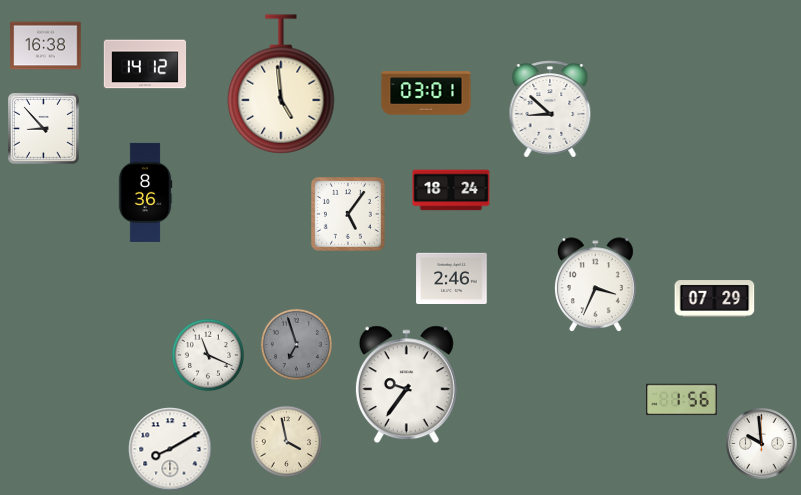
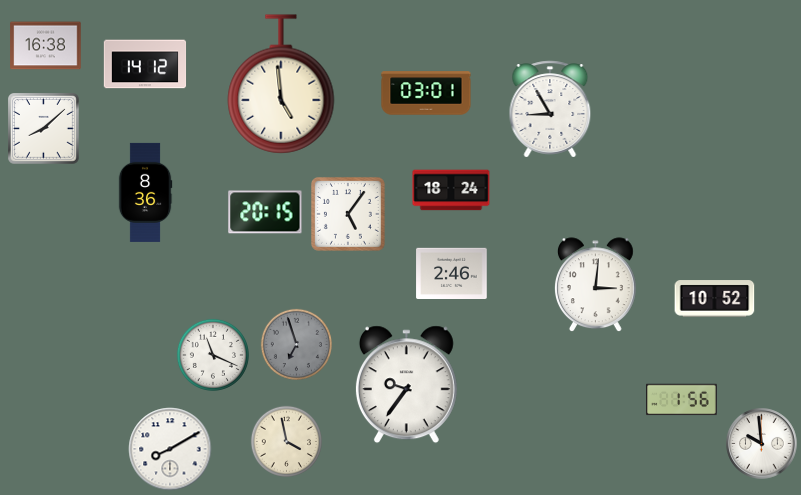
clock at (550, 109): 8:52 -> 8:55
clock at (44, 129): 8:53 -> 8:08
clock at (265, 212): none -> 20:15
clock at (452, 278) position: (452, 278) -> (452, 273)
clock at (596, 285): 3:34 -> 3:01
clock at (715, 299): 07:29 -> 10:52
clock at (208, 355) position: (208, 355) -> (213, 355)
